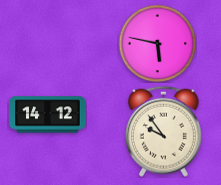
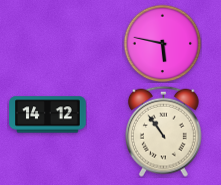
clock at (157, 43) position: (157, 43) -> (162, 43)
clock at (163, 131): 9:54 -> 10:54
